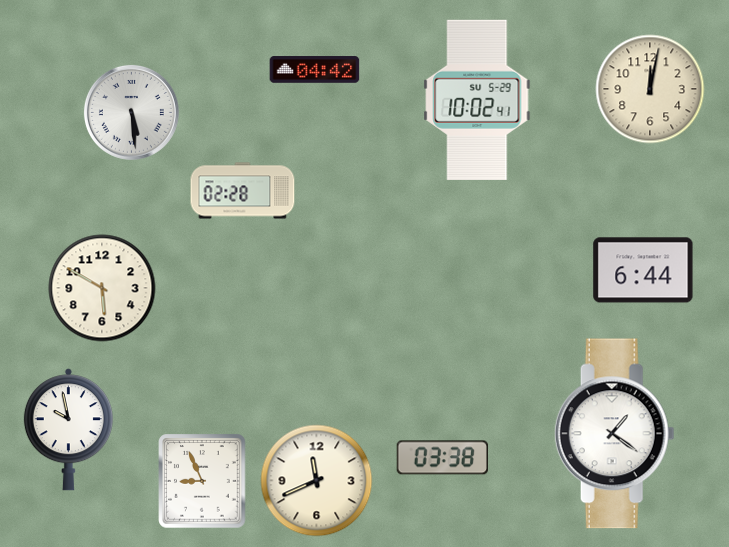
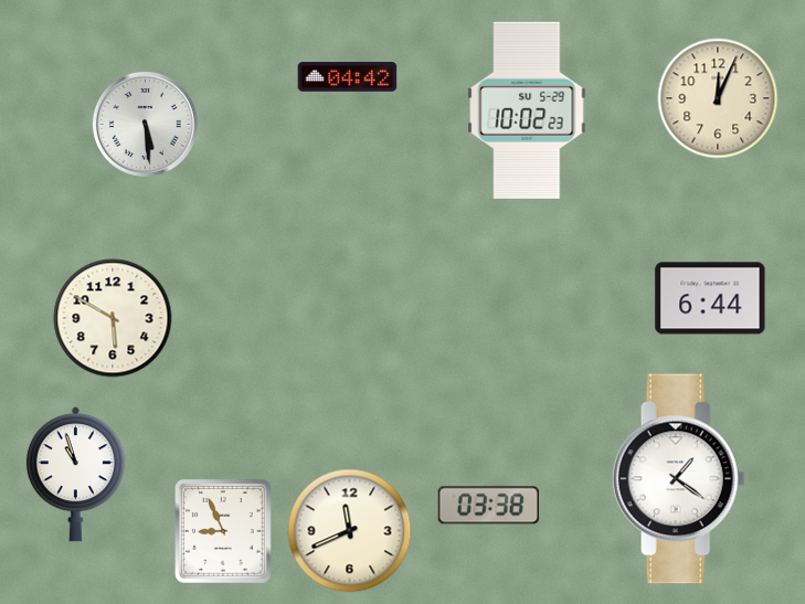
clock at (650, 89): 12:02 -> 12:04
clock at (477, 100): 10:02:41 -> 10:02:23
clock at (243, 191): 02:28 -> none
clock at (68, 430): 9:58 -> 10:57
